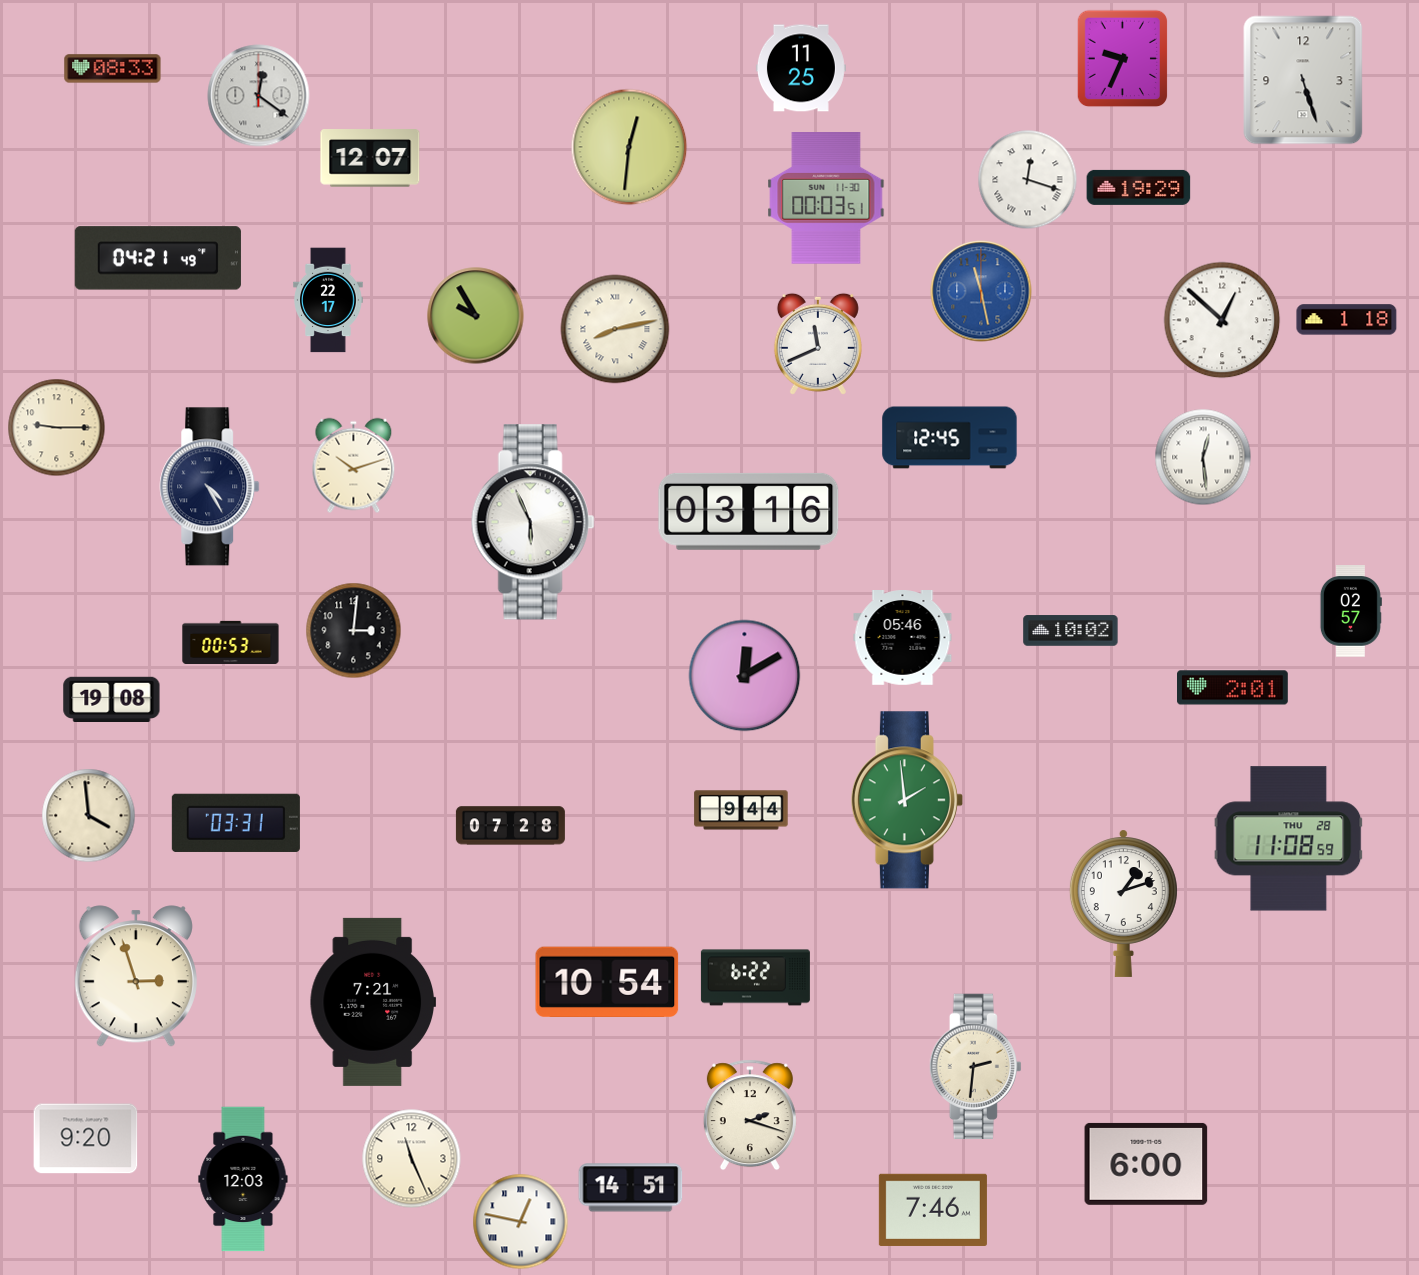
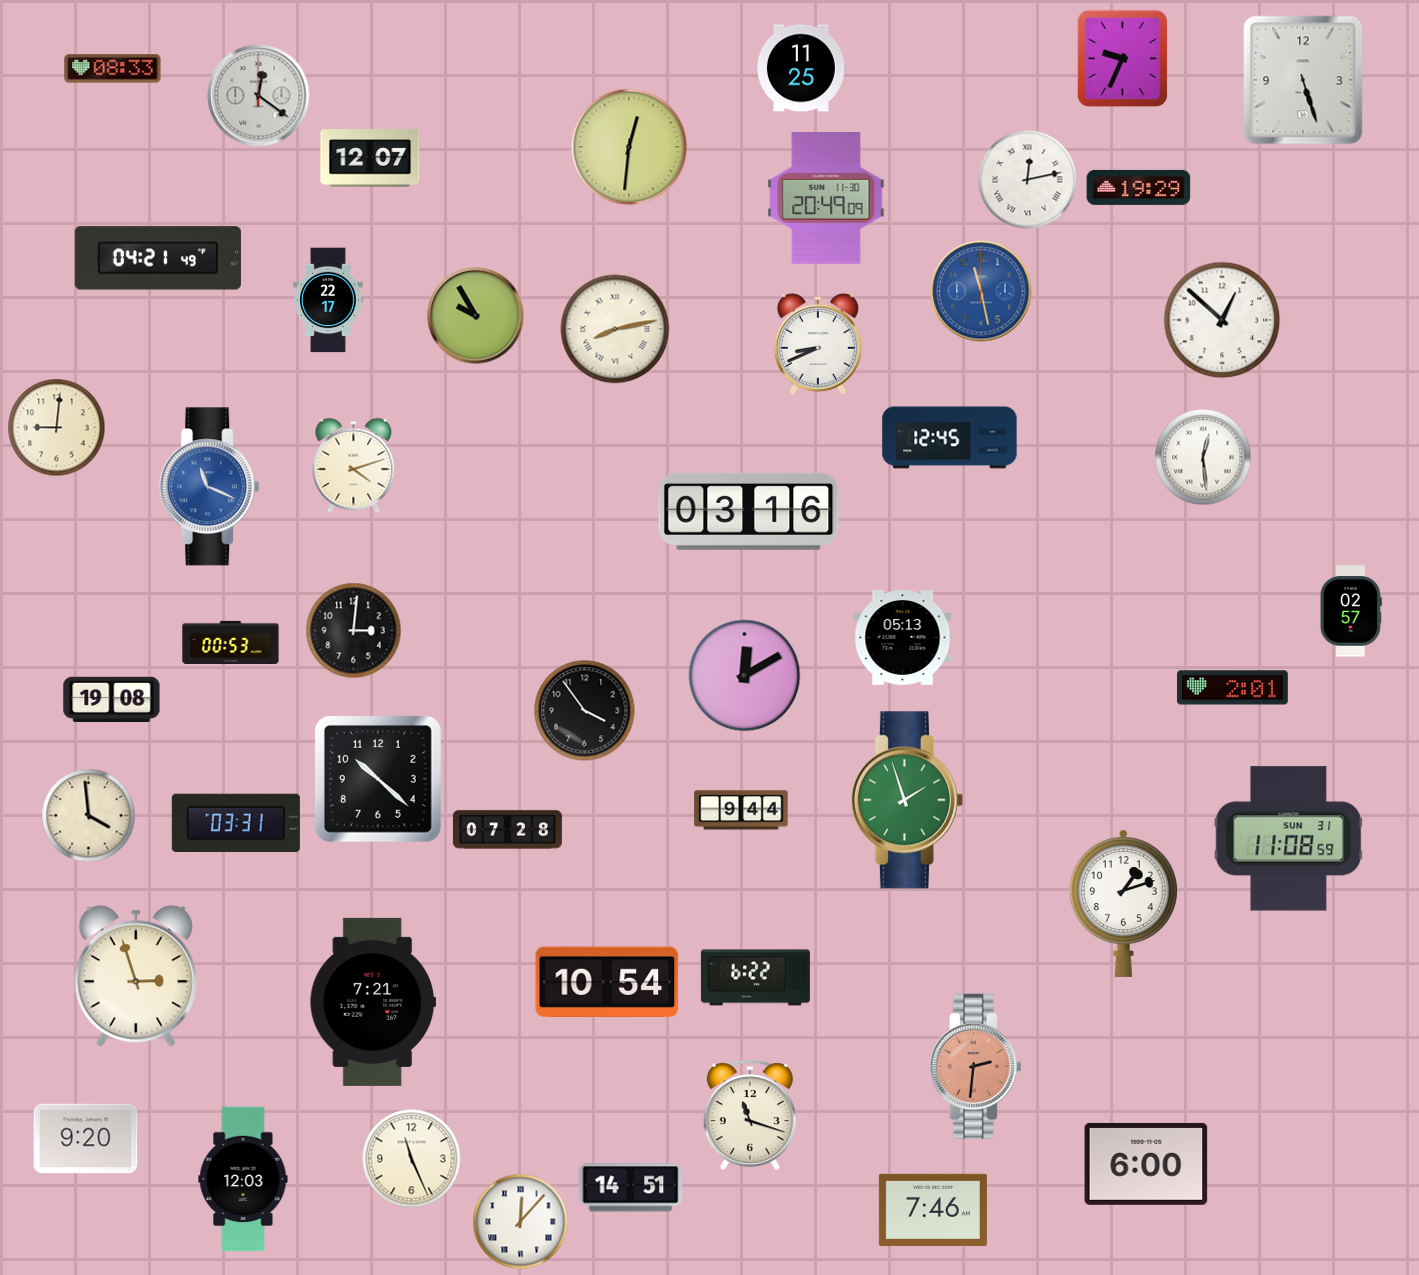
clock at (1028, 180): 12:18 -> 12:13
clock at (826, 199): 00:03 -> 20:49
clock at (1347, 320): 1:18 -> none
clock at (818, 344): 11:41 -> 8:41
clock at (57, 428): 9:15 -> 9:01
clock at (354, 466): 10:12 -> 4:12
clock at (210, 487): 4:25 -> 11:19
clock at (210, 487) dial: navy -> blue
clock at (533, 522): 5:56 -> none
clock at (1071, 631): 10:02 -> none
clock at (903, 638): 05:46 -> 05:13
clock at (585, 711): none -> 3:54
clock at (378, 779): none -> 10:22
clock at (907, 800): 1:59 -> 1:57
clock at (510, 826) position: (510, 826) -> (507, 830)
clock at (1289, 839) date: THU 28 -> SUN 31
clock at (975, 1066) dial: cream -> salmon
clock at (750, 1115): 2:18 -> 11:18
clock at (521, 1222): 12:47 -> 12:07
